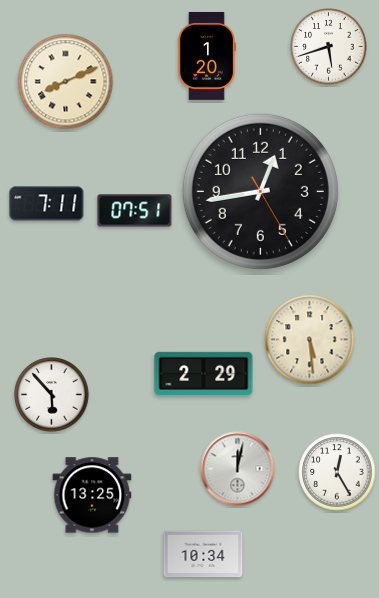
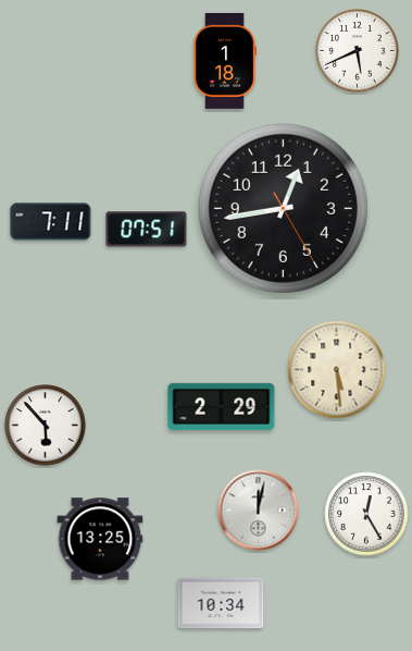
clock at (329, 47): 5:42 -> 5:41
clock at (207, 56): 1:20 -> 1:18
clock at (66, 82): 8:11 -> none
clock at (52, 395) position: (52, 395) -> (46, 426)
